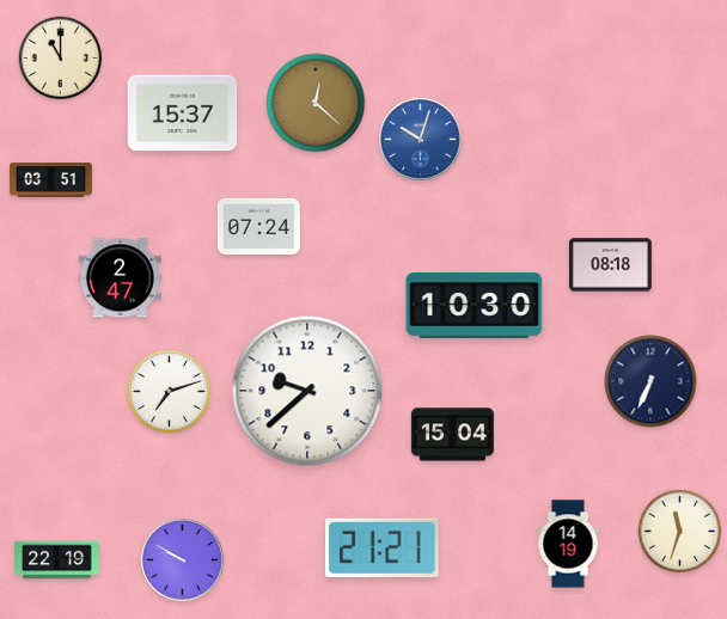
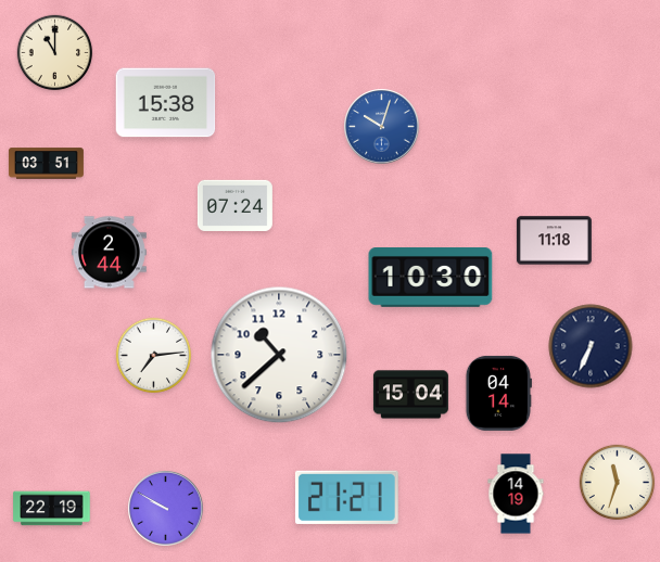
clock at (316, 103): 12:22 -> none
clock at (183, 114): 15:37 -> 15:38
clock at (610, 265): 08:18 -> 11:18
clock at (120, 278): 2:47 -> 2:44
clock at (307, 391): 9:38 -> 10:38
clock at (170, 392): 7:12 -> 7:14
clock at (498, 393): none -> 04:14
